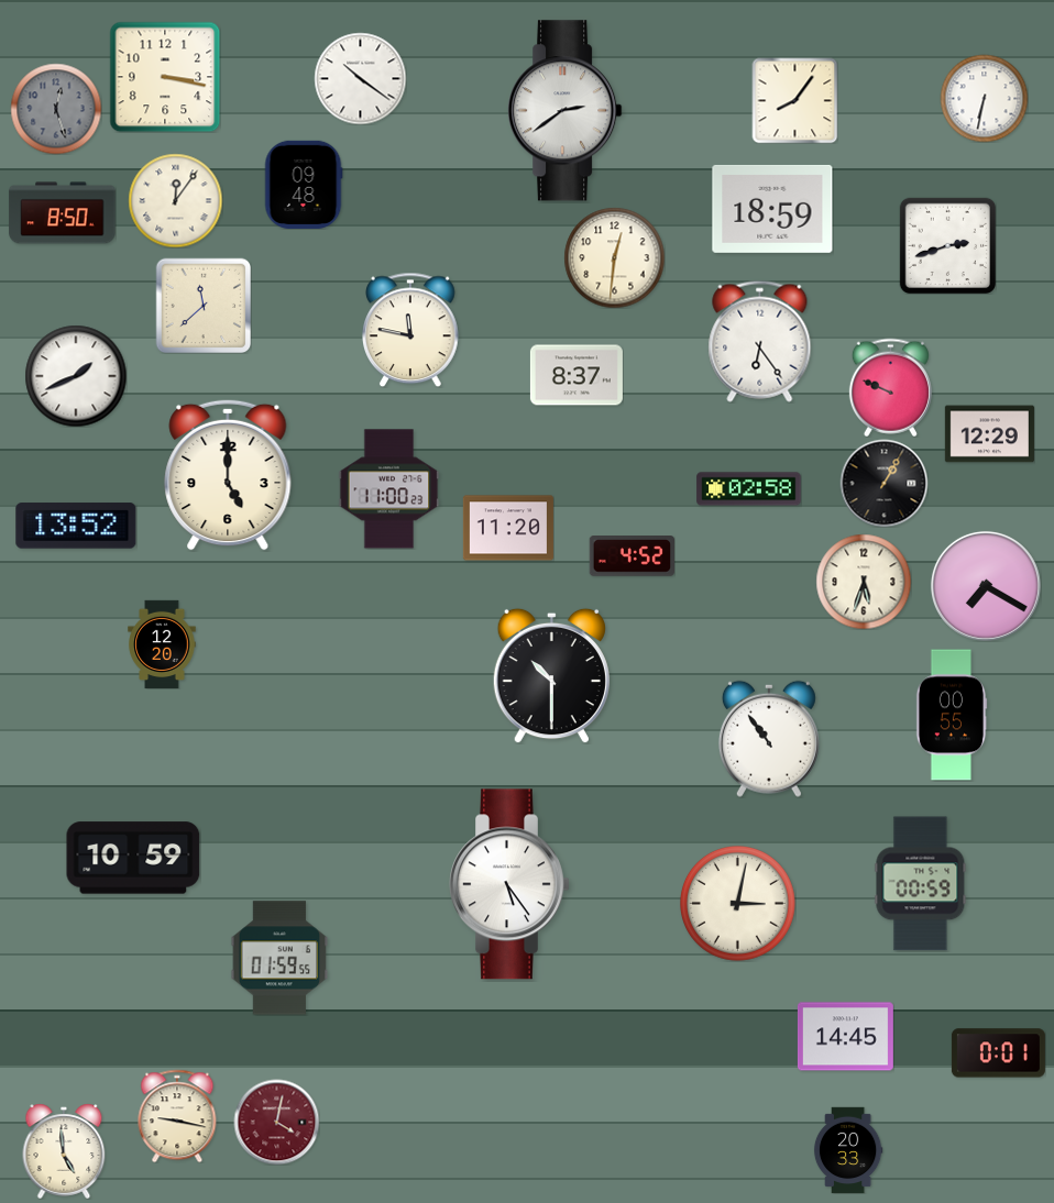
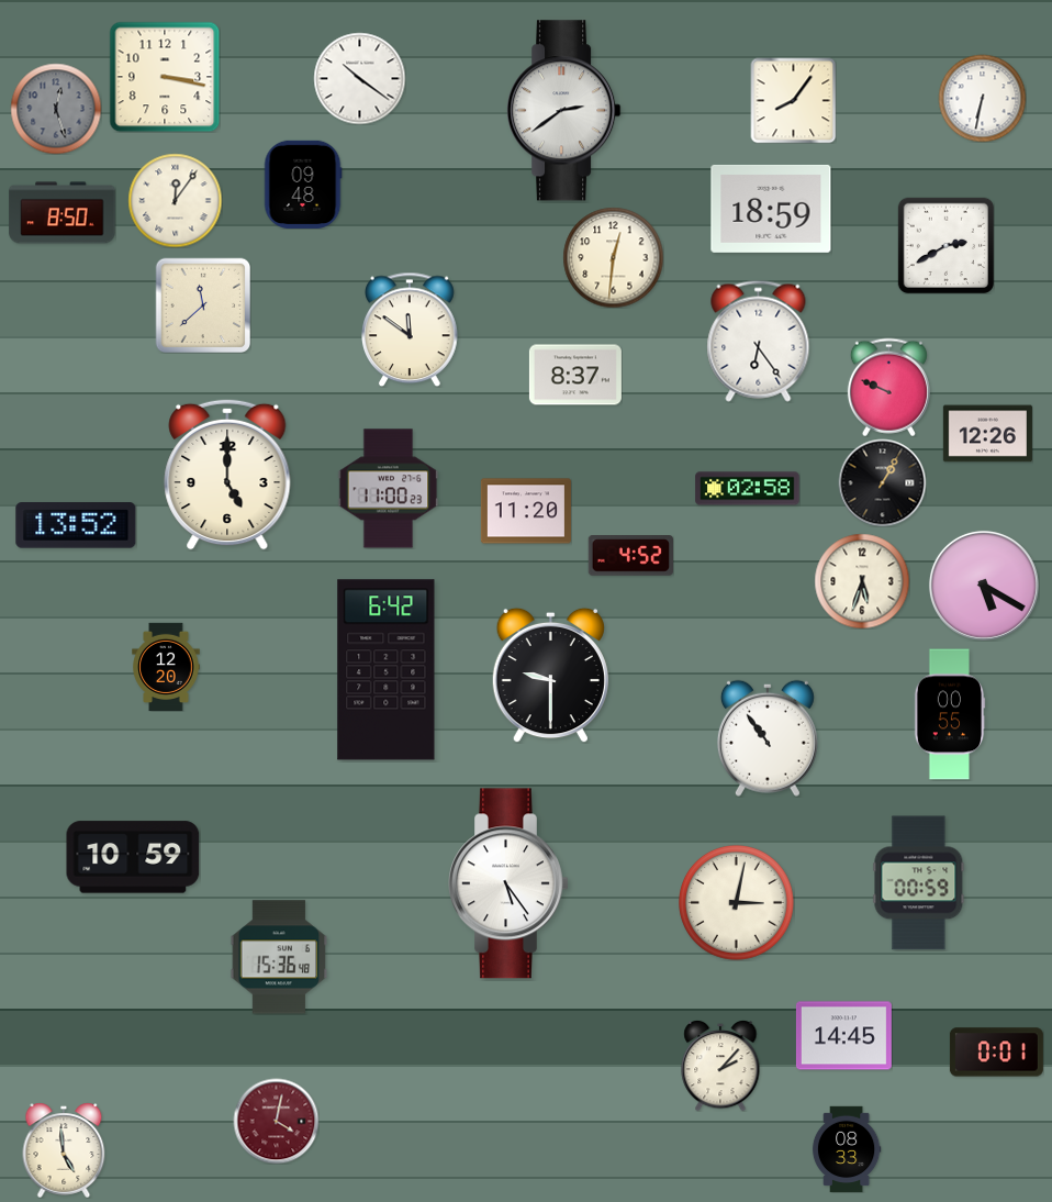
clock at (947, 245): 2:42 -> 2:40
clock at (411, 330): 11:47 -> 11:51
clock at (76, 376): 1:41 -> none
clock at (989, 434): 12:29 -> 12:26
clock at (508, 528) position: (508, 528) -> (526, 511)
clock at (986, 586): 7:20 -> 5:20
clock at (162, 643) position: (162, 643) -> (166, 666)
clock at (387, 670): none -> 6:42
clock at (551, 675): 10:30 -> 9:30
clock at (279, 958): 01:59 -> 15:36
clock at (720, 1066): none -> 2:07
clock at (177, 1116): 9:17 -> none
clock at (848, 1150): 20:33 -> 08:33
